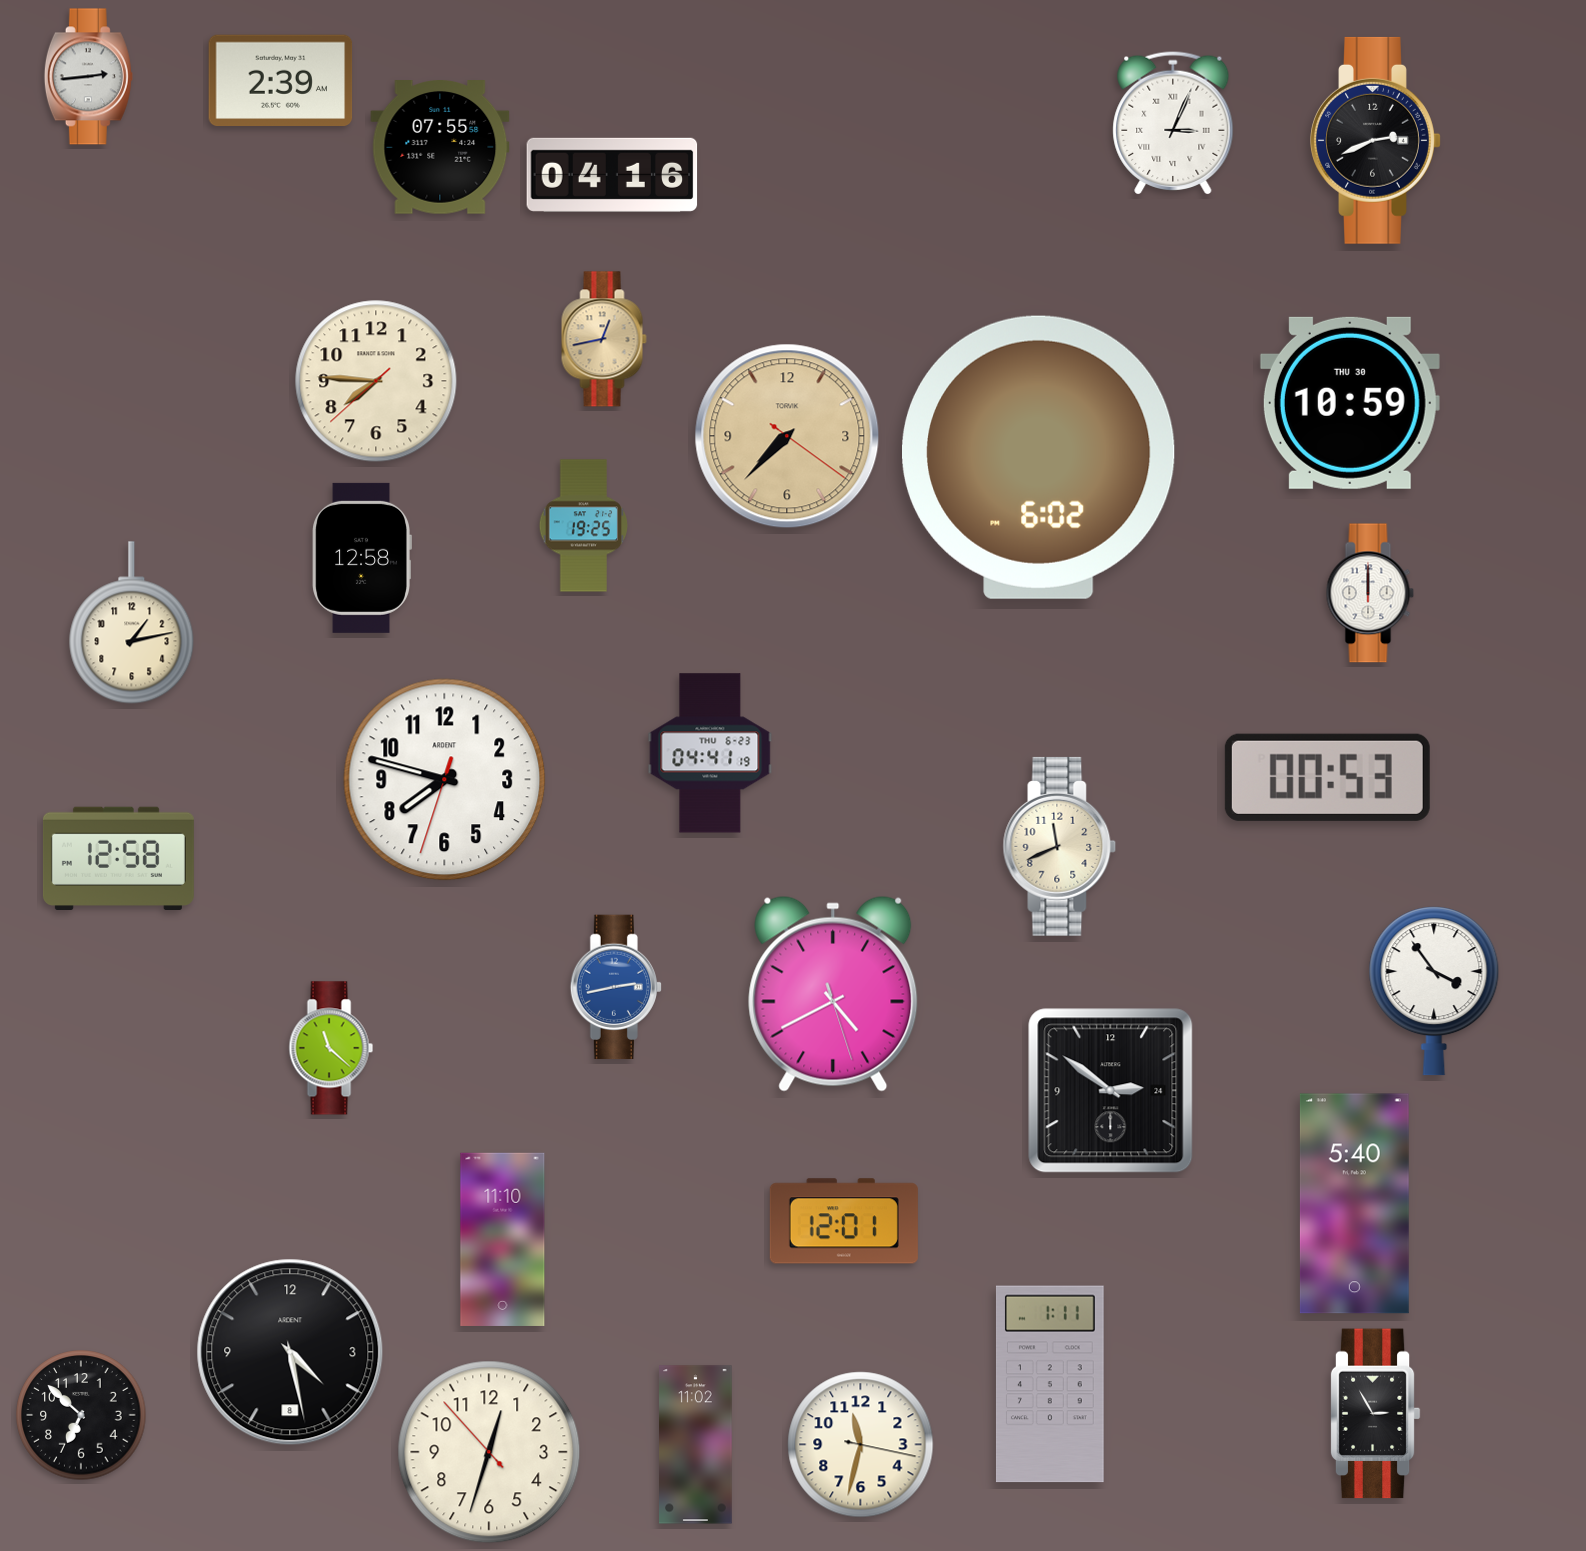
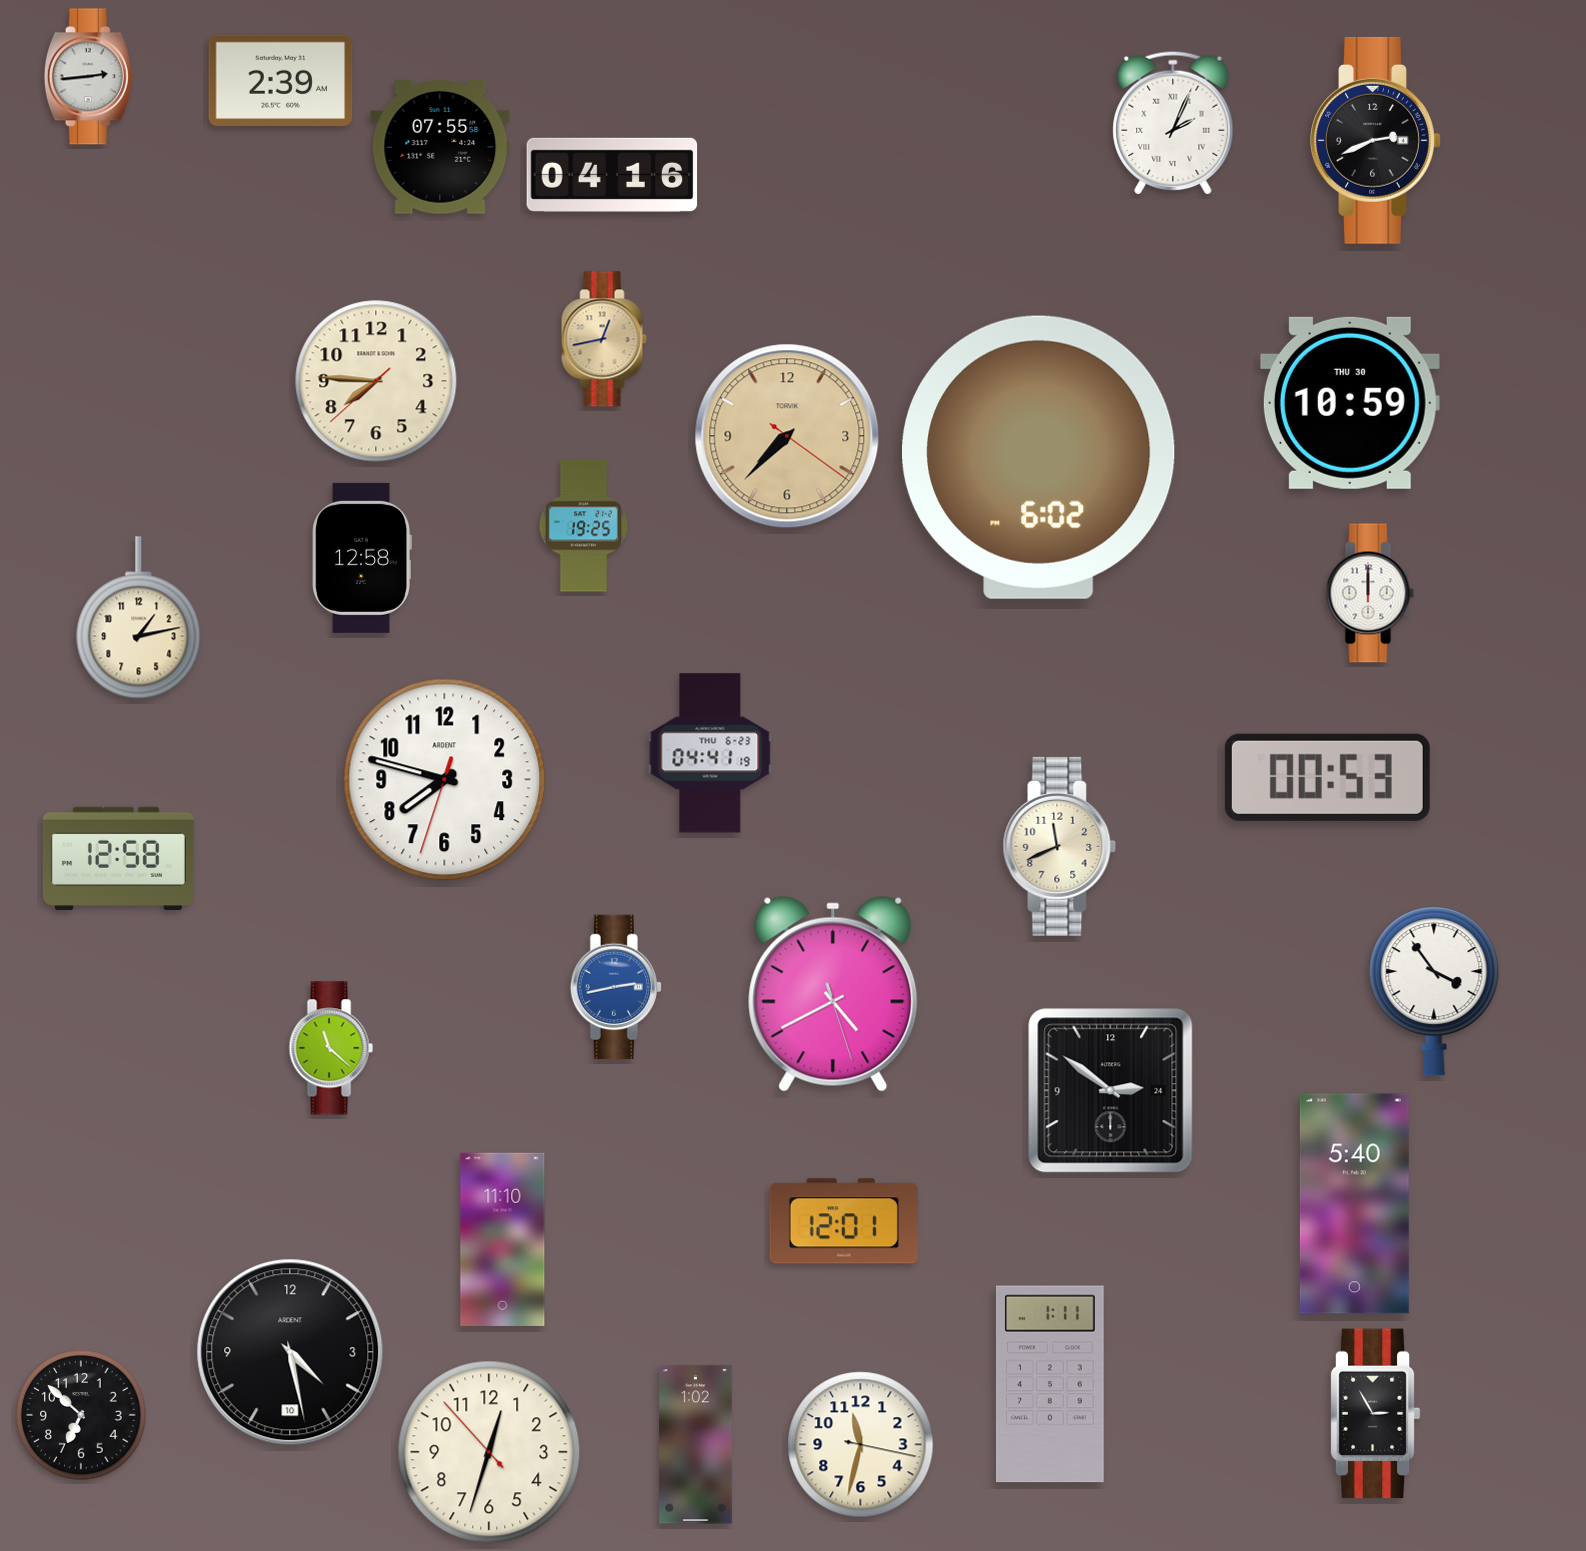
clock at (1173, 123): 3:04 -> 2:04
clock at (132, 623) position: (132, 623) -> (139, 618)
clock at (290, 1352) date: 8 -> 10
clock at (696, 1445): 11:02 -> 1:02
